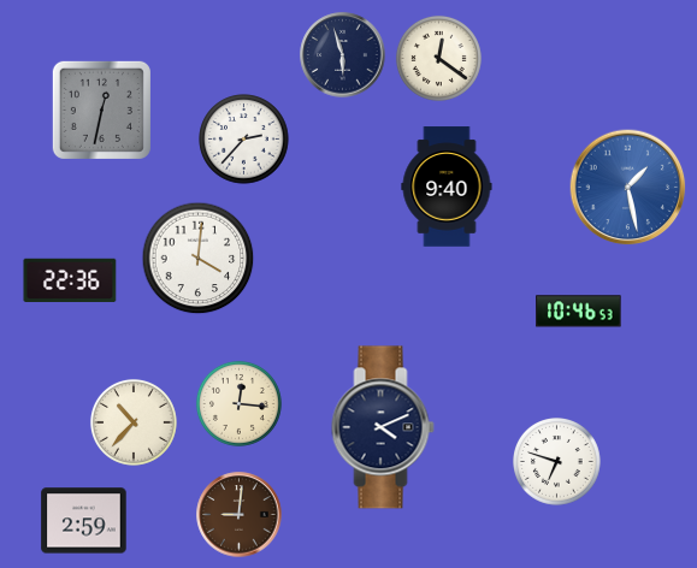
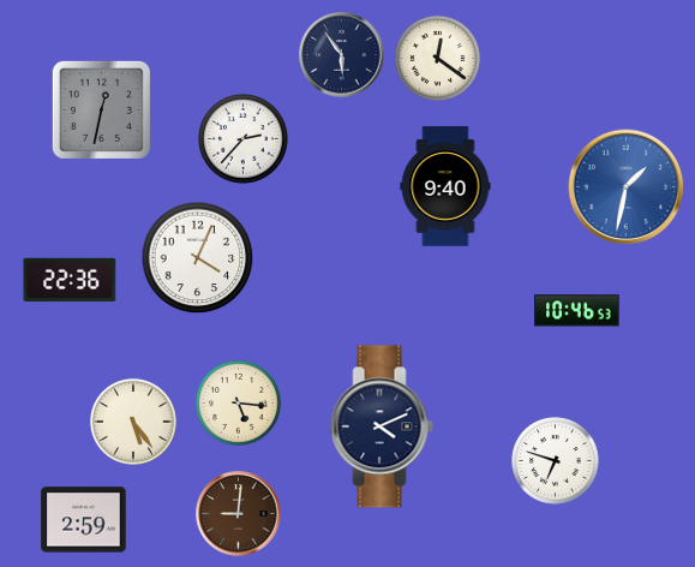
clock at (343, 55): 5:57 -> 5:54
clock at (628, 188): 1:28 -> 1:32
clock at (199, 259): 4:01 -> 4:04
clock at (238, 403): 12:16 -> 5:16
clock at (134, 422): 10:37 -> 5:24
